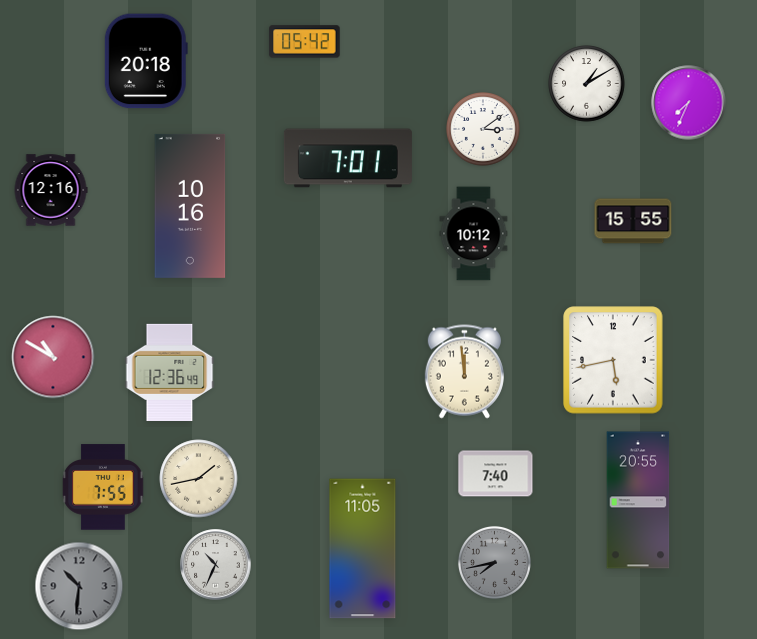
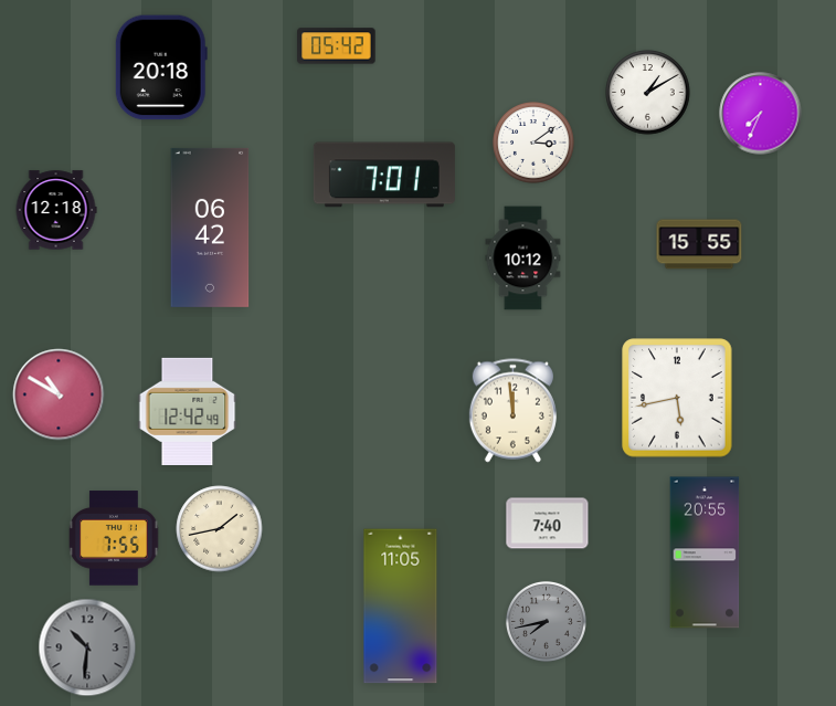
clock at (51, 190): 12:16 -> 12:18
clock at (190, 206): 10:16 -> 06:42
clock at (170, 372): 12:36 -> 12:42
clock at (216, 565): 10:34 -> none
